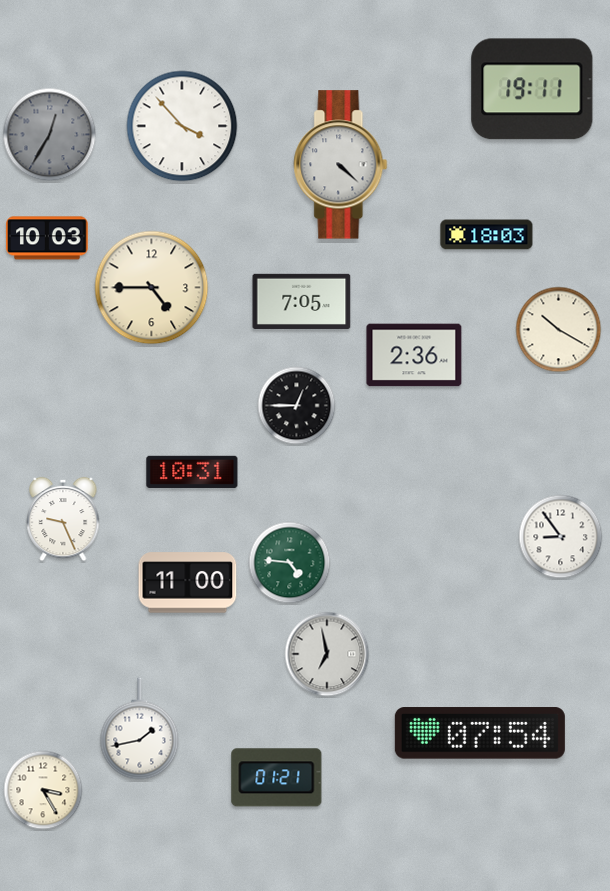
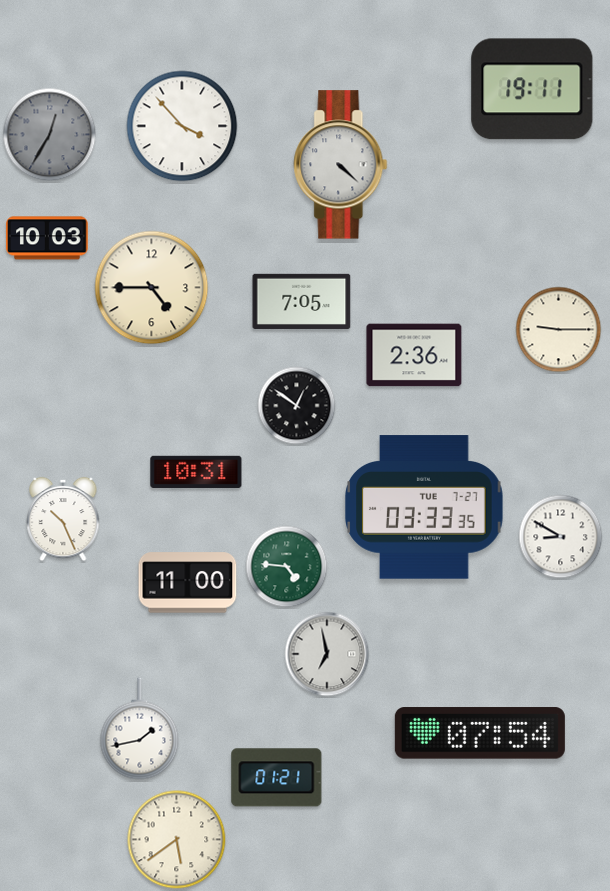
clock at (487, 235): 18:03 -> none
clock at (559, 330): 10:20 -> 9:15
clock at (297, 406): 12:45 -> 12:51
clock at (192, 472) position: (192, 472) -> (196, 472)
clock at (424, 507): none -> 03:33
clock at (63, 519): 9:26 -> 10:26
clock at (561, 537): 8:54 -> 8:50
clock at (290, 563) position: (290, 563) -> (287, 567)
clock at (43, 790): 3:25 -> none
clock at (177, 840): none -> 5:39
